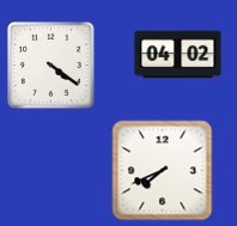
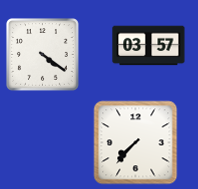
clock at (178, 55): 04:02 -> 03:57
clock at (163, 171): 7:41 -> 7:37
